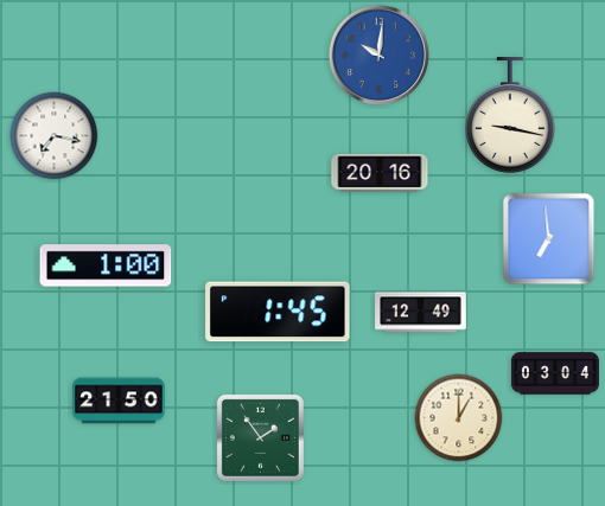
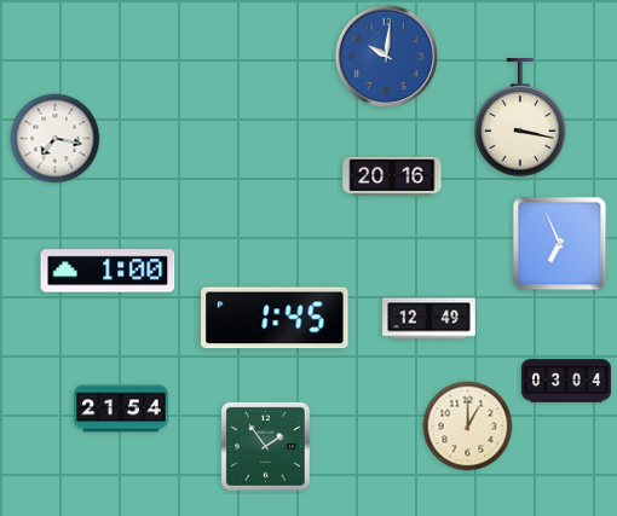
clock at (510, 115): 9:17 -> 3:17
clock at (380, 172) position: (380, 172) -> (392, 175)
clock at (549, 239): 6:59 -> 6:56
clock at (278, 312) position: (278, 312) -> (275, 318)
clock at (119, 401): 21:50 -> 21:54
